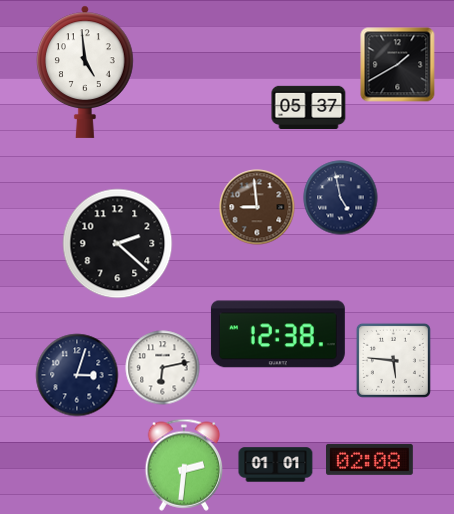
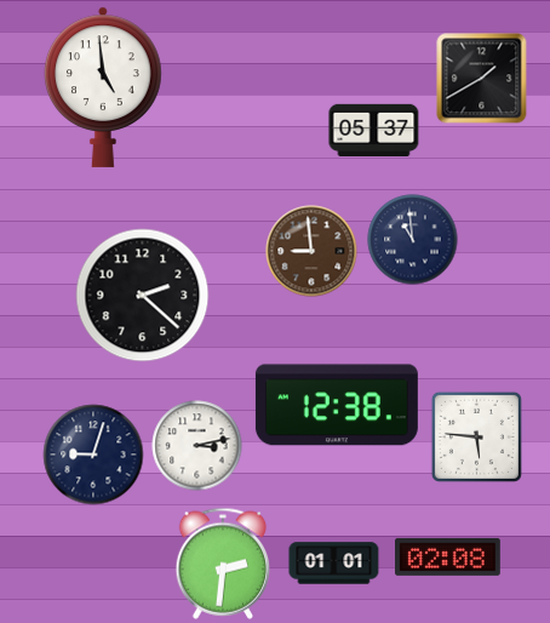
clock at (341, 198): 4:58 -> 10:59
clock at (163, 368): 6:13 -> 3:13
clock at (77, 375): 3:03 -> 9:03
